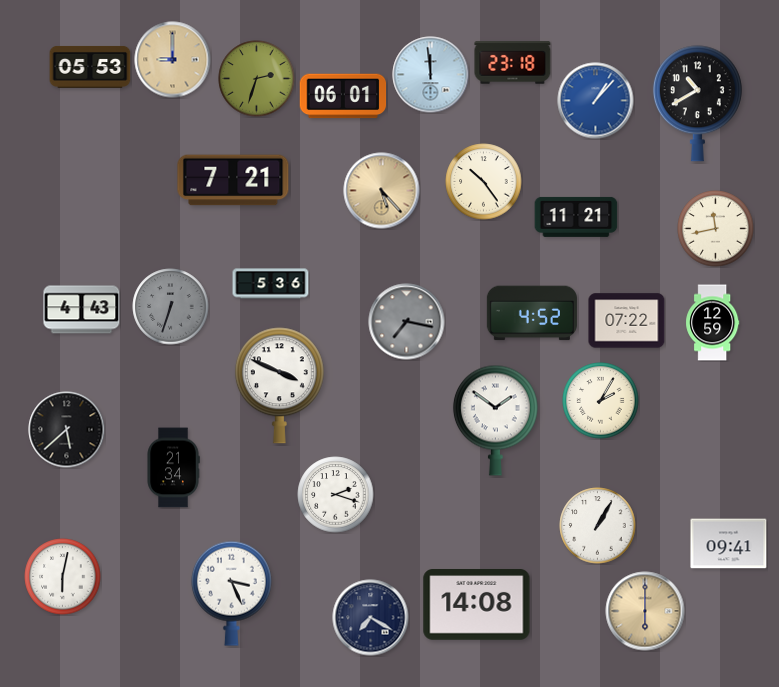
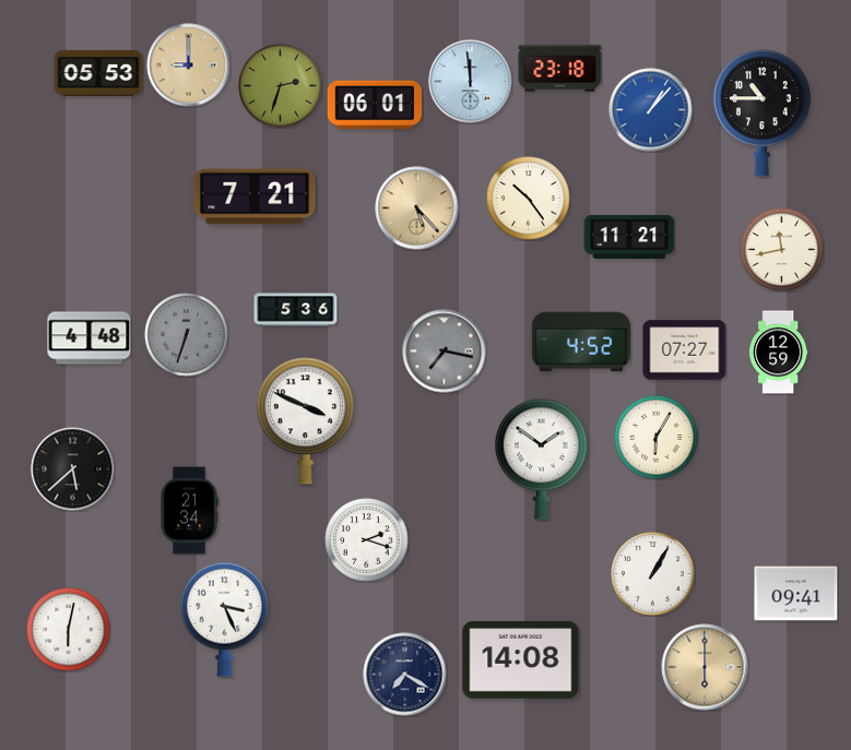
clock at (697, 104): 10:40 -> 10:45
clock at (82, 310): 4:43 -> 4:48
clock at (627, 321): 07:22 -> 07:27
clock at (601, 401): 2:05 -> 6:05
clock at (231, 593) position: (231, 593) -> (224, 619)
